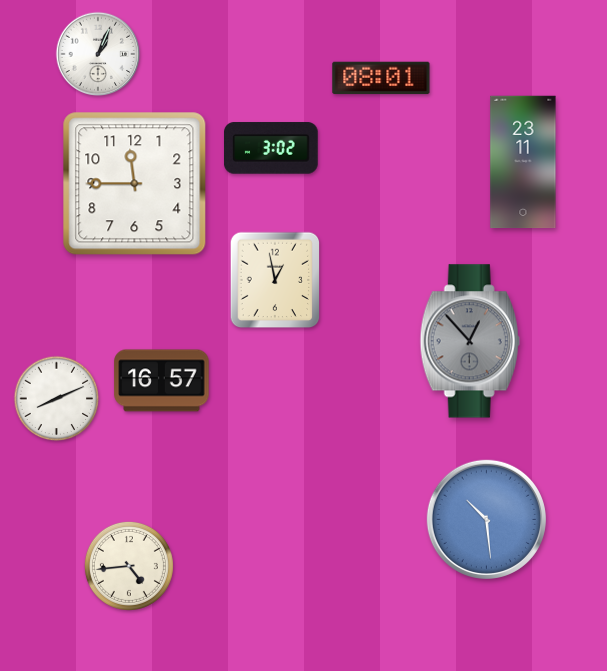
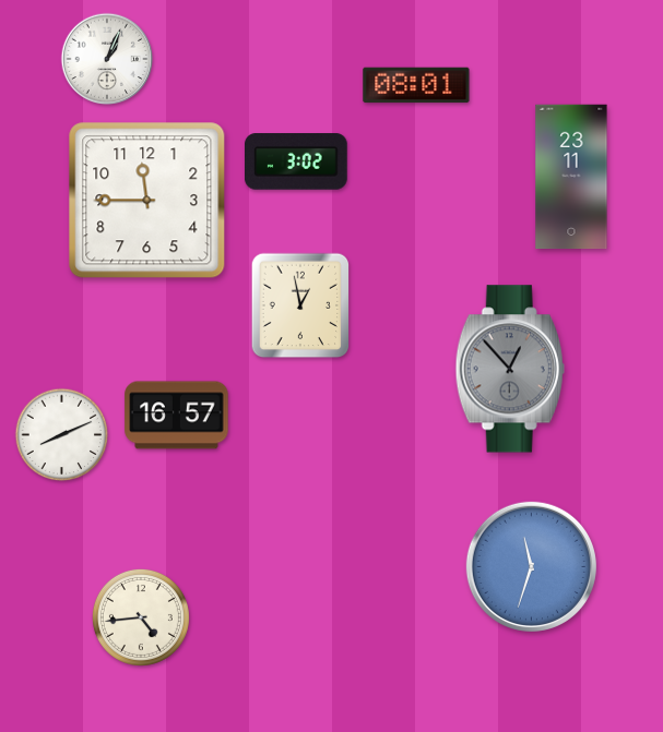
clock at (470, 341) position: (470, 341) -> (510, 369)
clock at (486, 519): 10:29 -> 11:33
